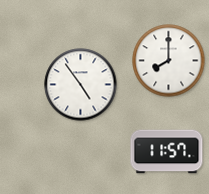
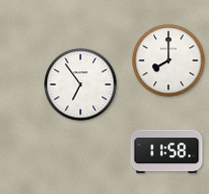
clock at (81, 85): 4:54 -> 6:54
clock at (167, 152): 11:57 -> 11:58
